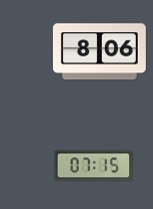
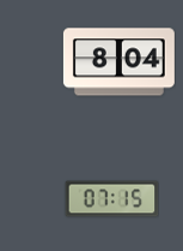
clock at (99, 52): 8:06 -> 8:04
